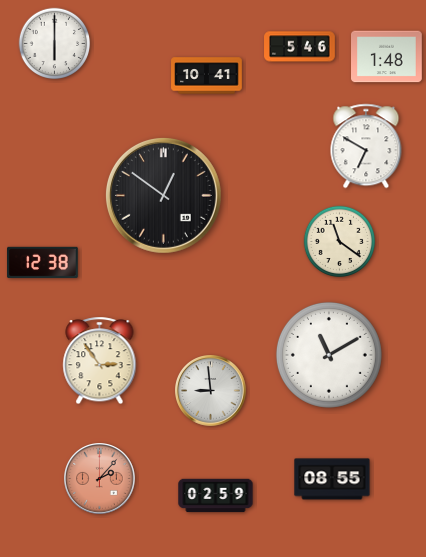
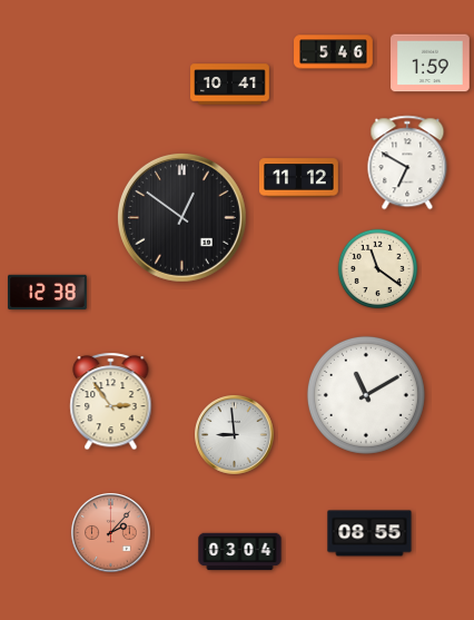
clock at (55, 44): 6:00 -> none
clock at (387, 57): 1:48 -> 1:59
clock at (299, 178): none -> 11:12
clock at (216, 496): 02:59 -> 03:04
